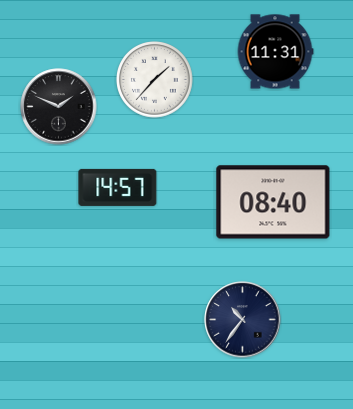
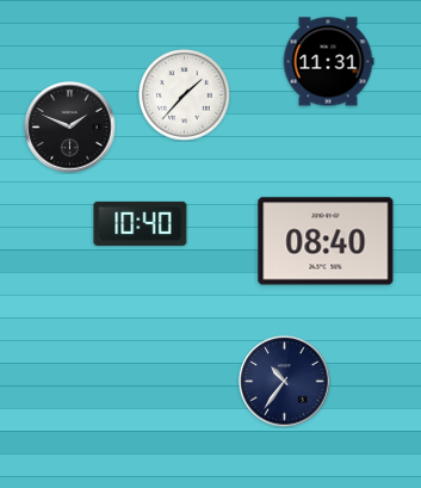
clock at (118, 187): 14:57 -> 10:40
clock at (243, 320) position: (243, 320) -> (285, 382)
